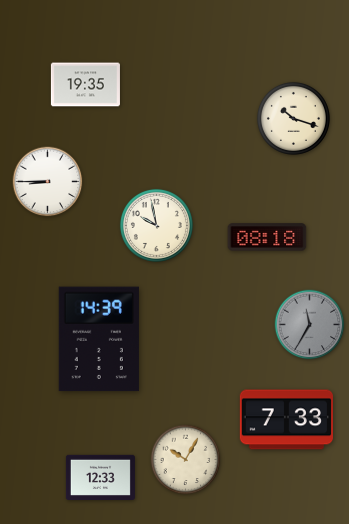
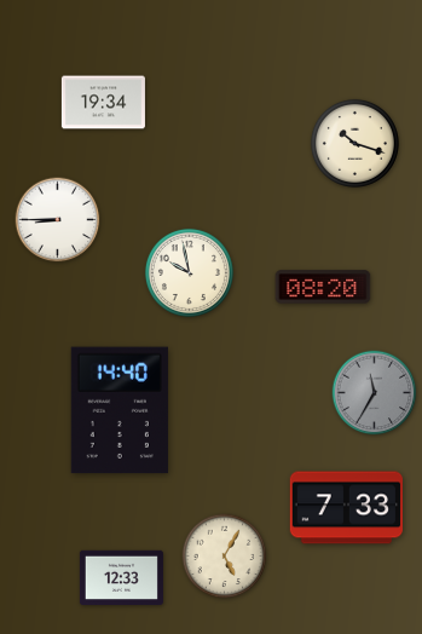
clock at (85, 85): 19:35 -> 19:34
clock at (267, 237): 08:18 -> 08:20
clock at (99, 339): 14:39 -> 14:40
clock at (186, 460): 10:05 -> 5:05
